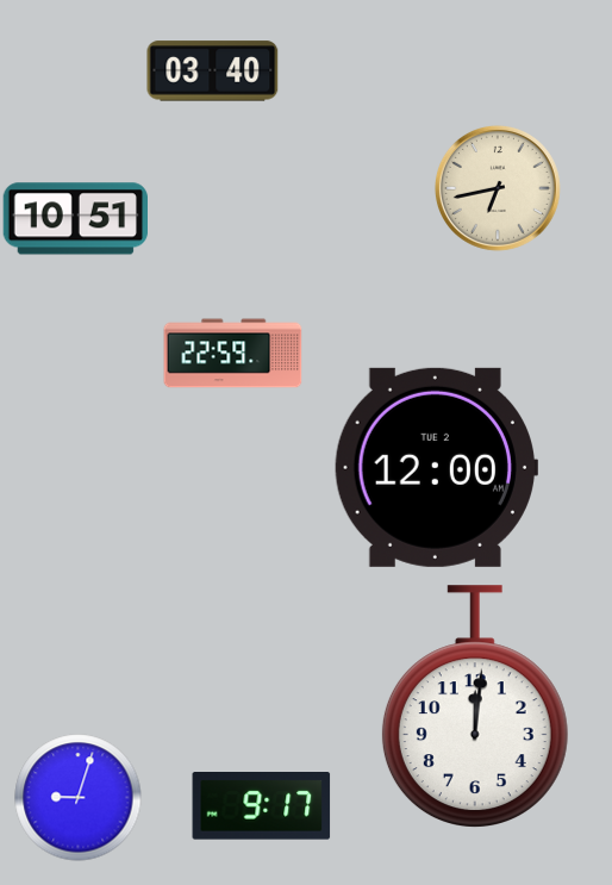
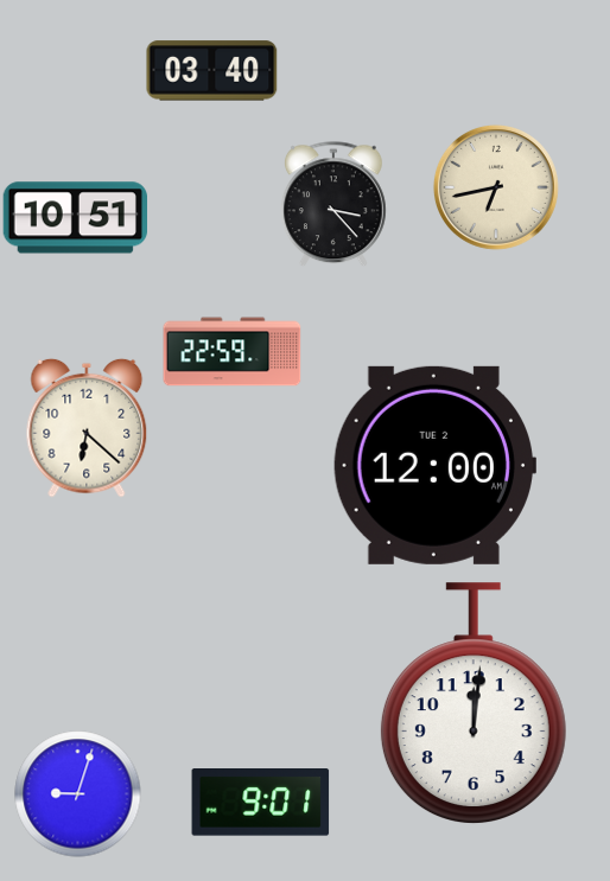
clock at (335, 204): none -> 3:23
clock at (87, 428): none -> 6:22
clock at (262, 806): 9:17 -> 9:01
